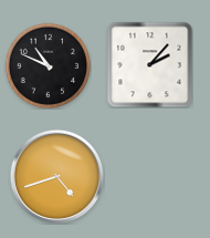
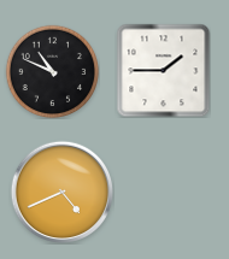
clock at (149, 64): 2:07 -> 1:45
clock at (56, 176): 4:42 -> 4:41
